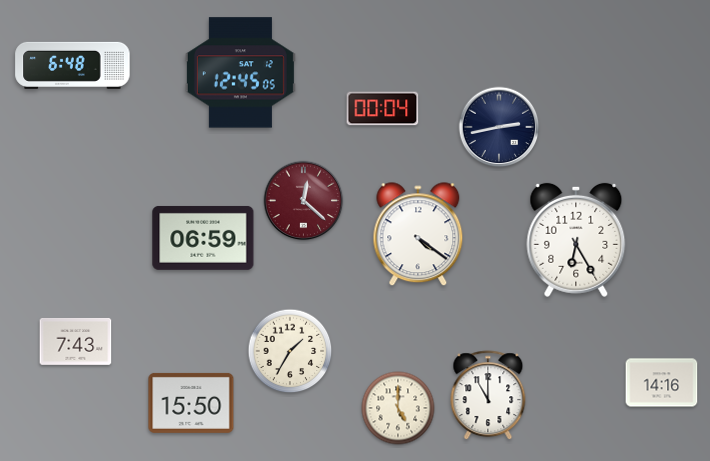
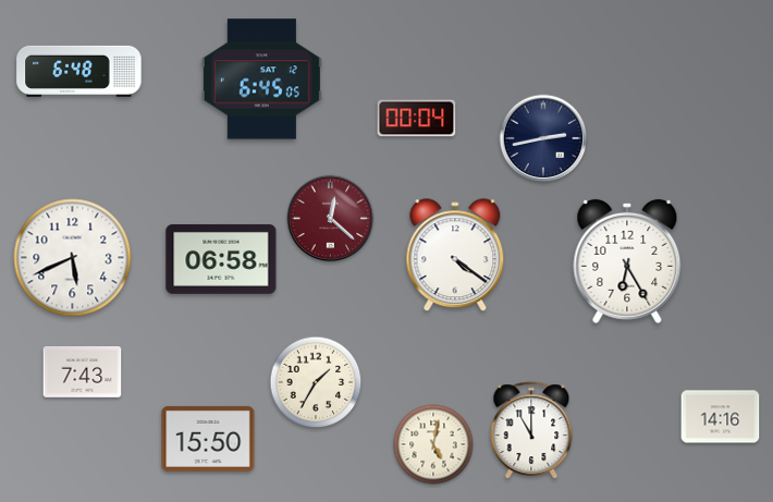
clock at (240, 73): 12:45 -> 6:45
clock at (73, 258): none -> 5:41
clock at (203, 238): 06:59 -> 06:58
clock at (398, 408): 5:00 -> 5:02
